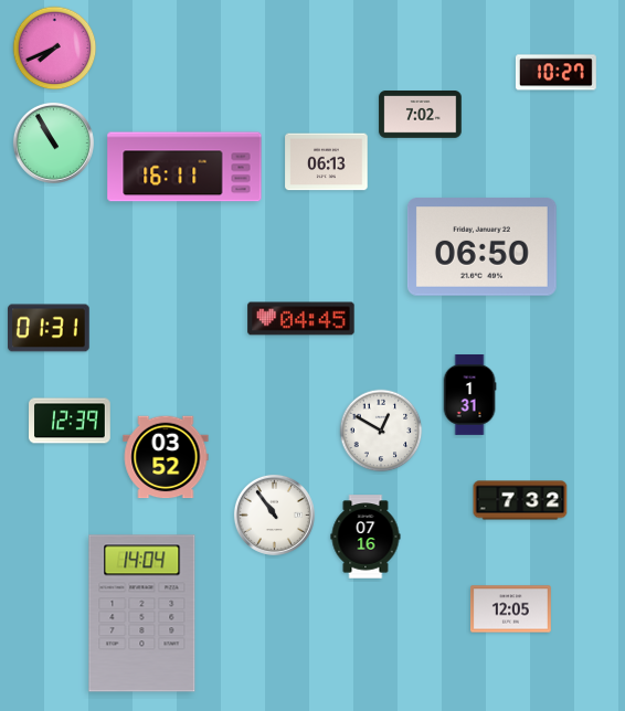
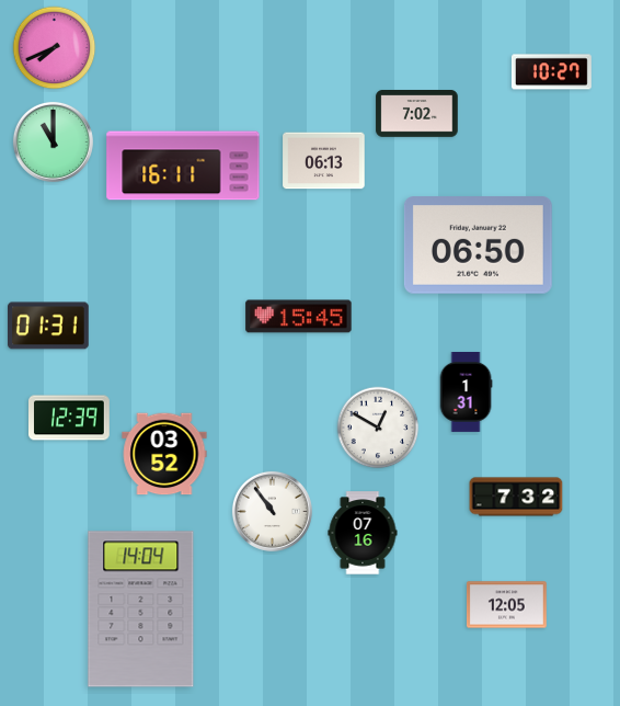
clock at (53, 142): 10:55 -> 11:00
clock at (301, 319): 04:45 -> 15:45
